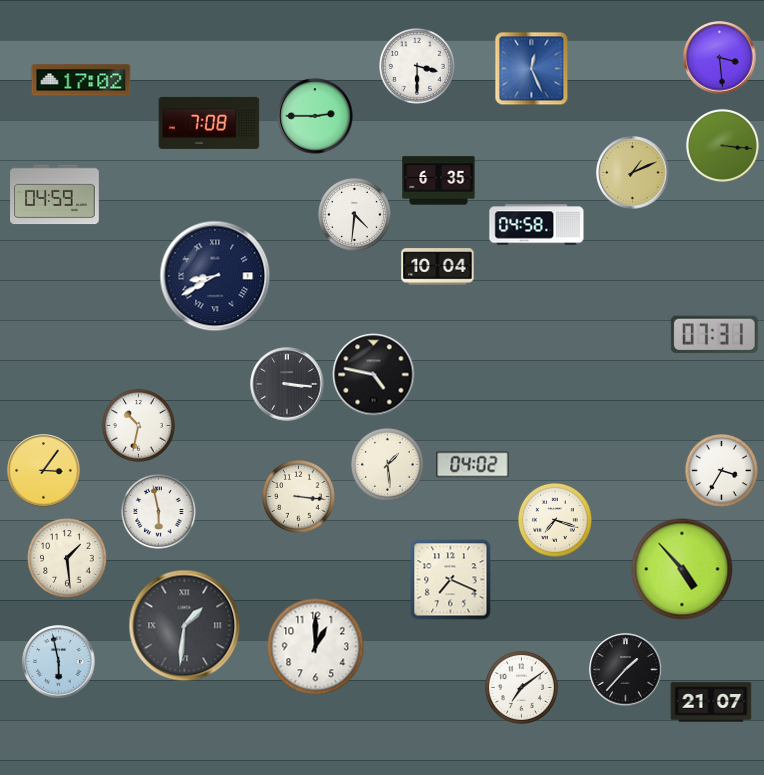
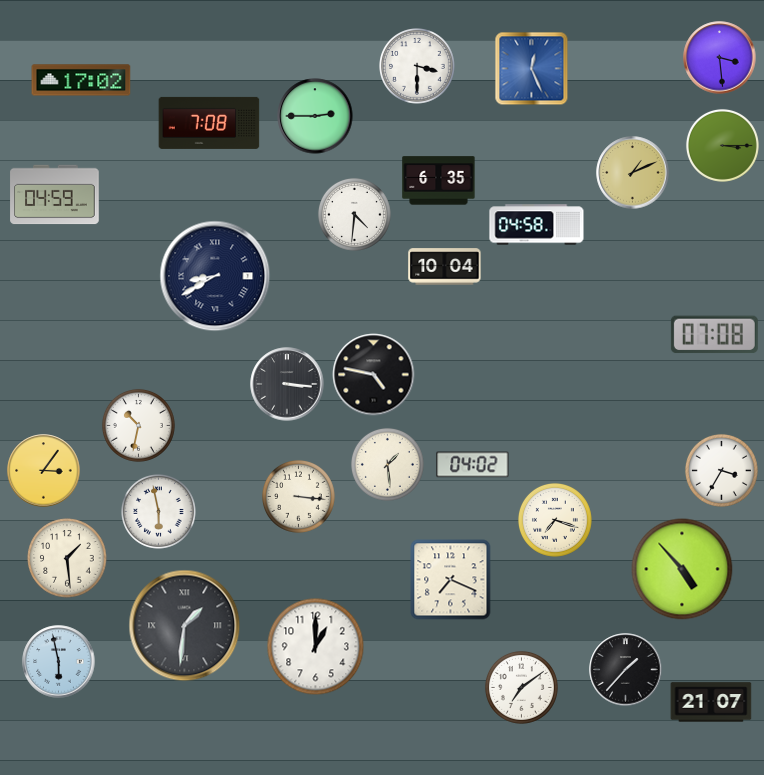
clock at (722, 145): 3:16 -> 3:15
clock at (438, 267) position: (438, 267) -> (445, 267)
clock at (714, 335): 07:31 -> 07:08
